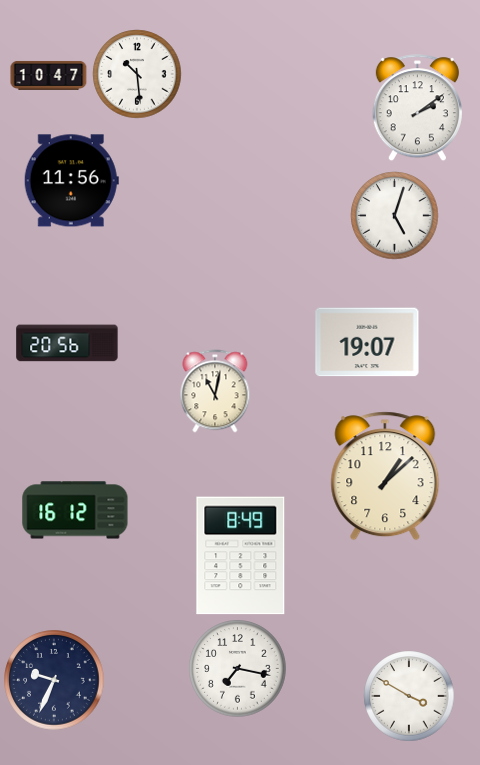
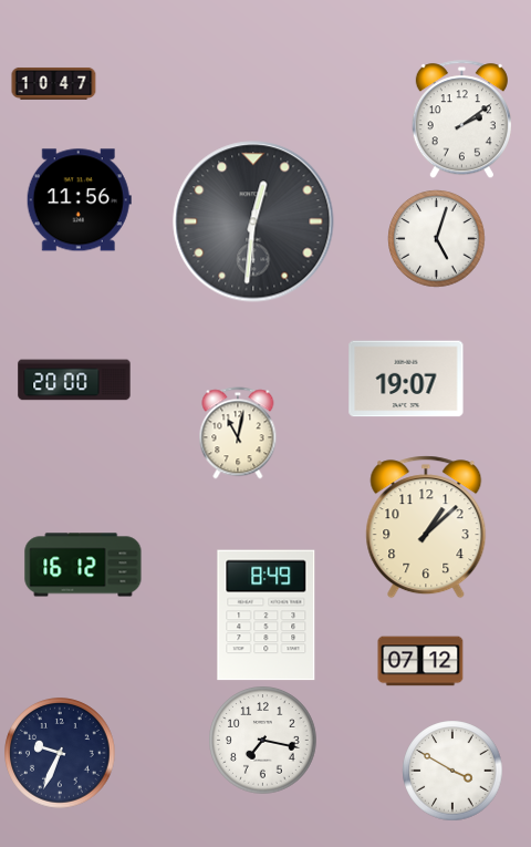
clock at (137, 74): 10:29 -> none
clock at (253, 221): none -> 12:31
clock at (67, 343): 20:56 -> 20:00
clock at (420, 661): none -> 07:12
